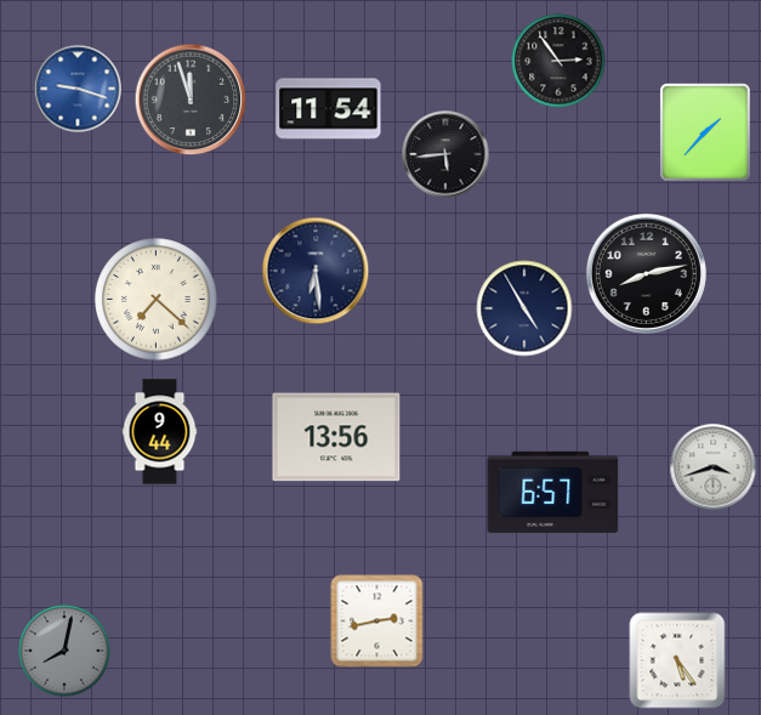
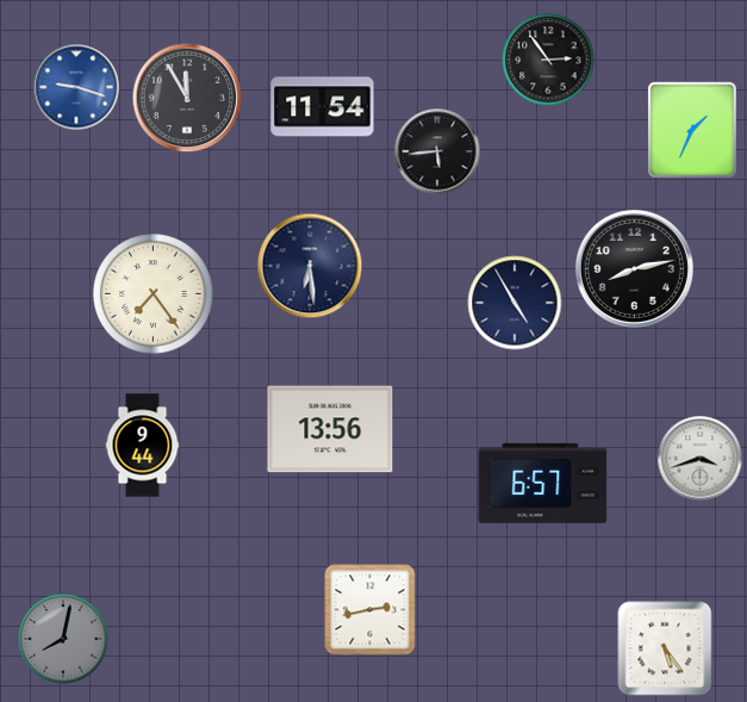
clock at (191, 100): 11:57 -> 11:55
clock at (705, 132): 1:37 -> 1:34
clock at (157, 300): 7:22 -> 7:24
clock at (160, 432) position: (160, 432) -> (143, 446)
